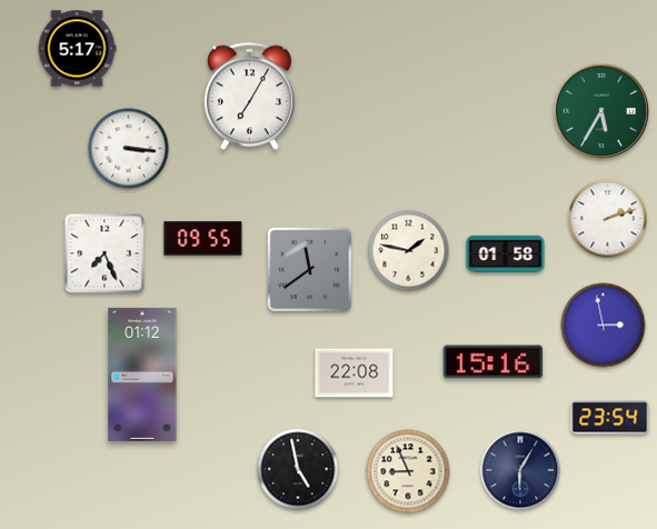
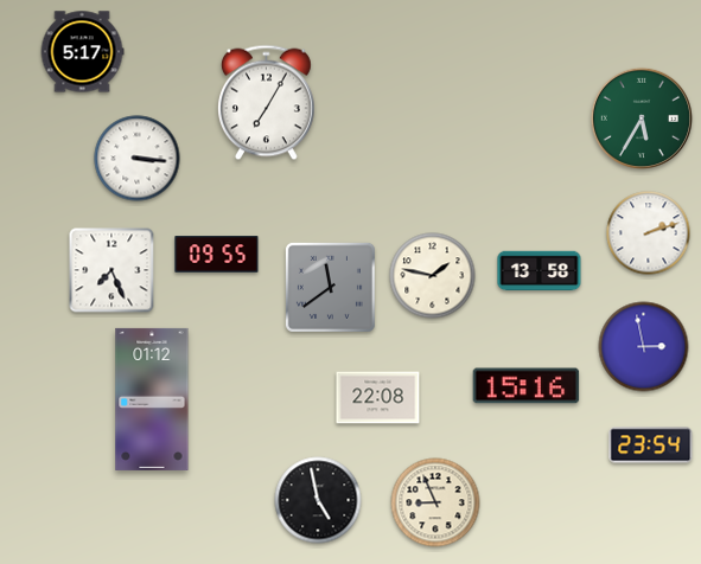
clock at (409, 251) position: (409, 251) -> (433, 276)
clock at (506, 254): 01:58 -> 13:58
clock at (520, 470): 6:05 -> none
